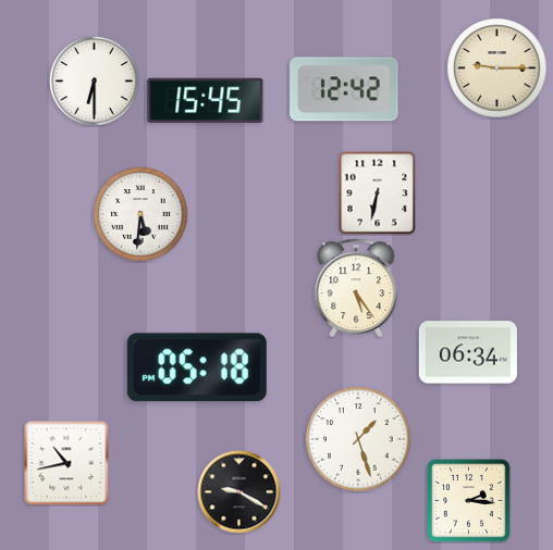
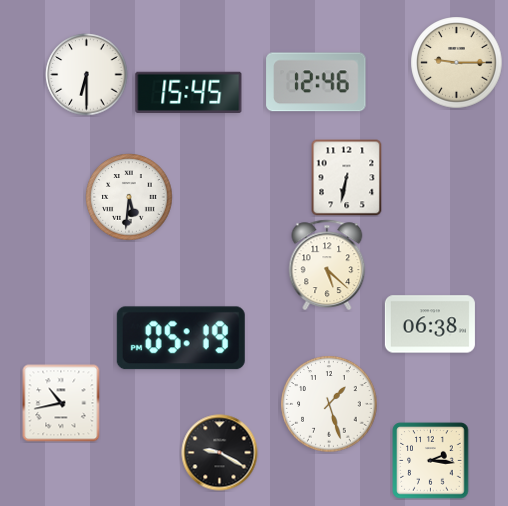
clock at (344, 89): 12:42 -> 12:46
clock at (356, 288): 5:24 -> 5:22
clock at (468, 352): 06:34 -> 06:38
clock at (197, 367): 05:18 -> 05:19
clock at (66, 463) position: (66, 463) -> (61, 403)
